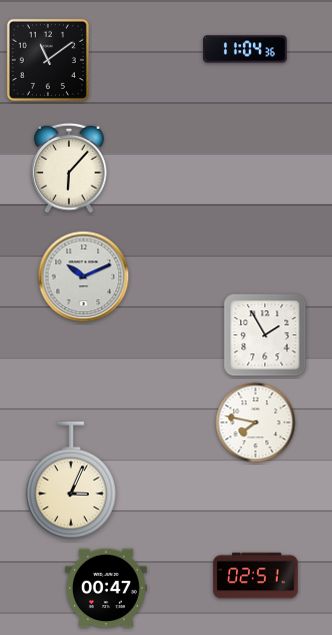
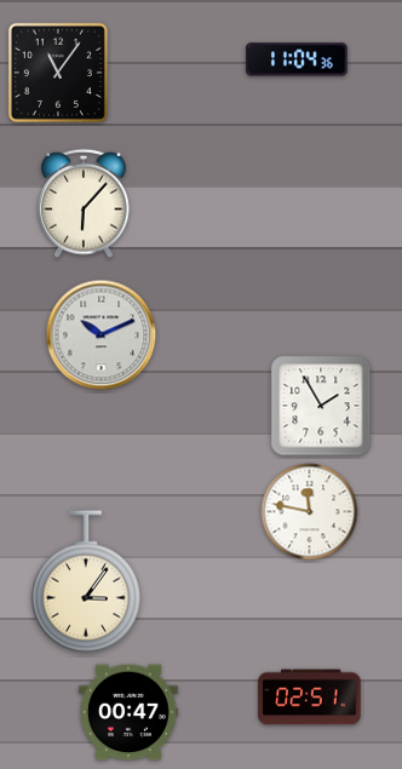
clock at (48, 60): 11:09 -> 11:06
clock at (256, 423): 7:47 -> 11:47
clock at (71, 480): 3:04 -> 3:06
